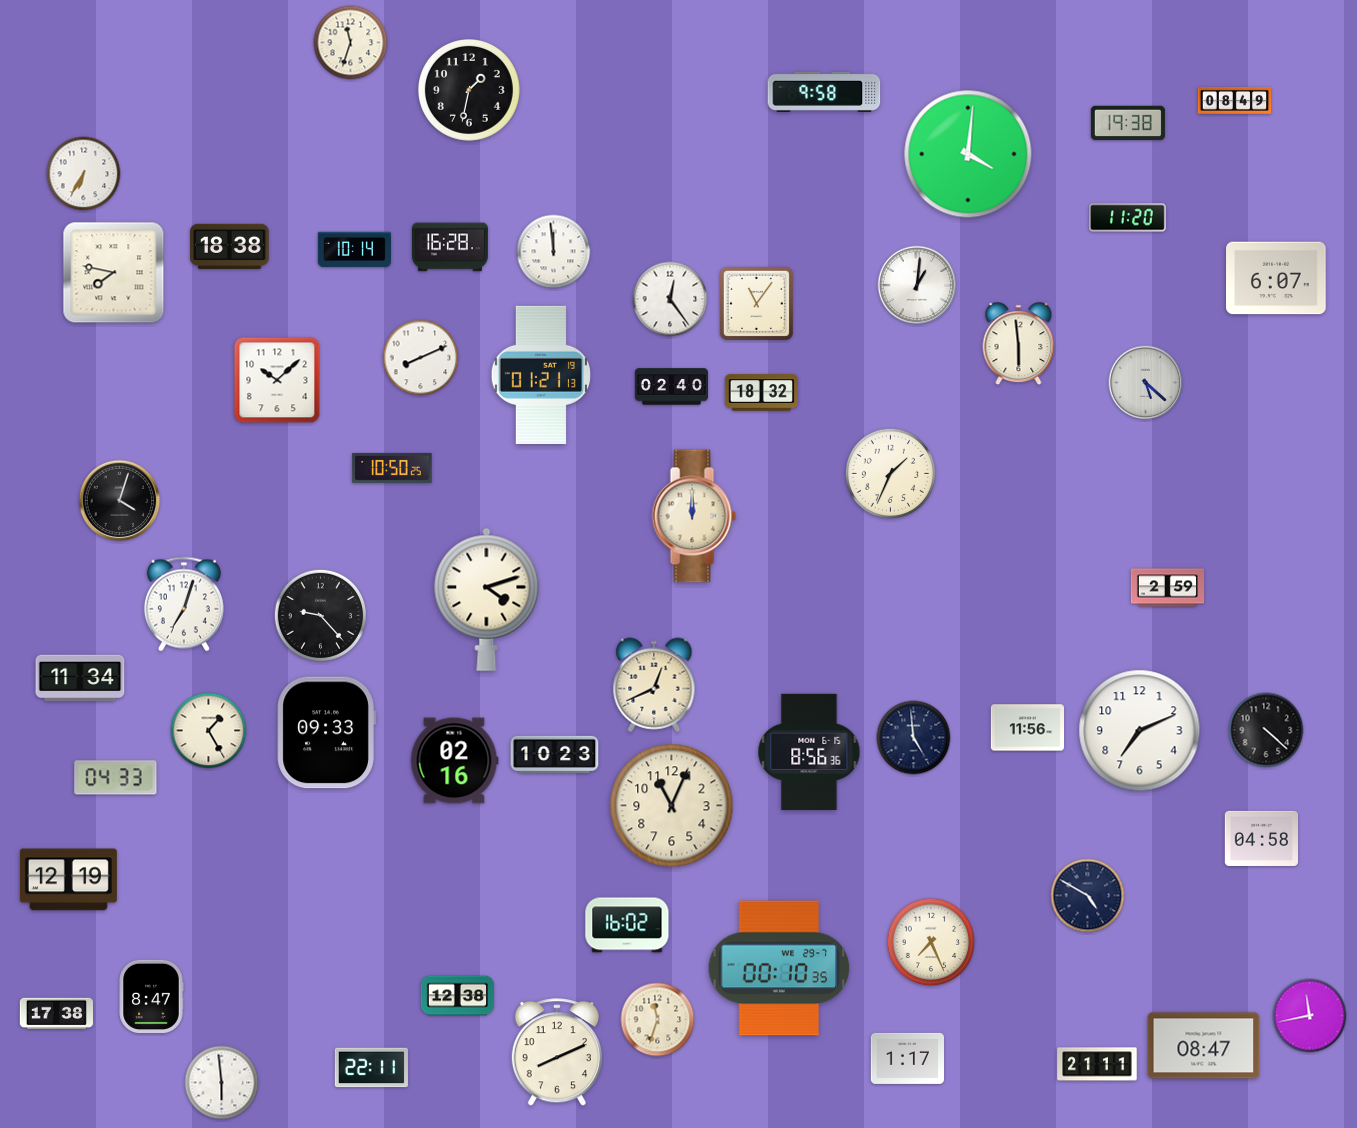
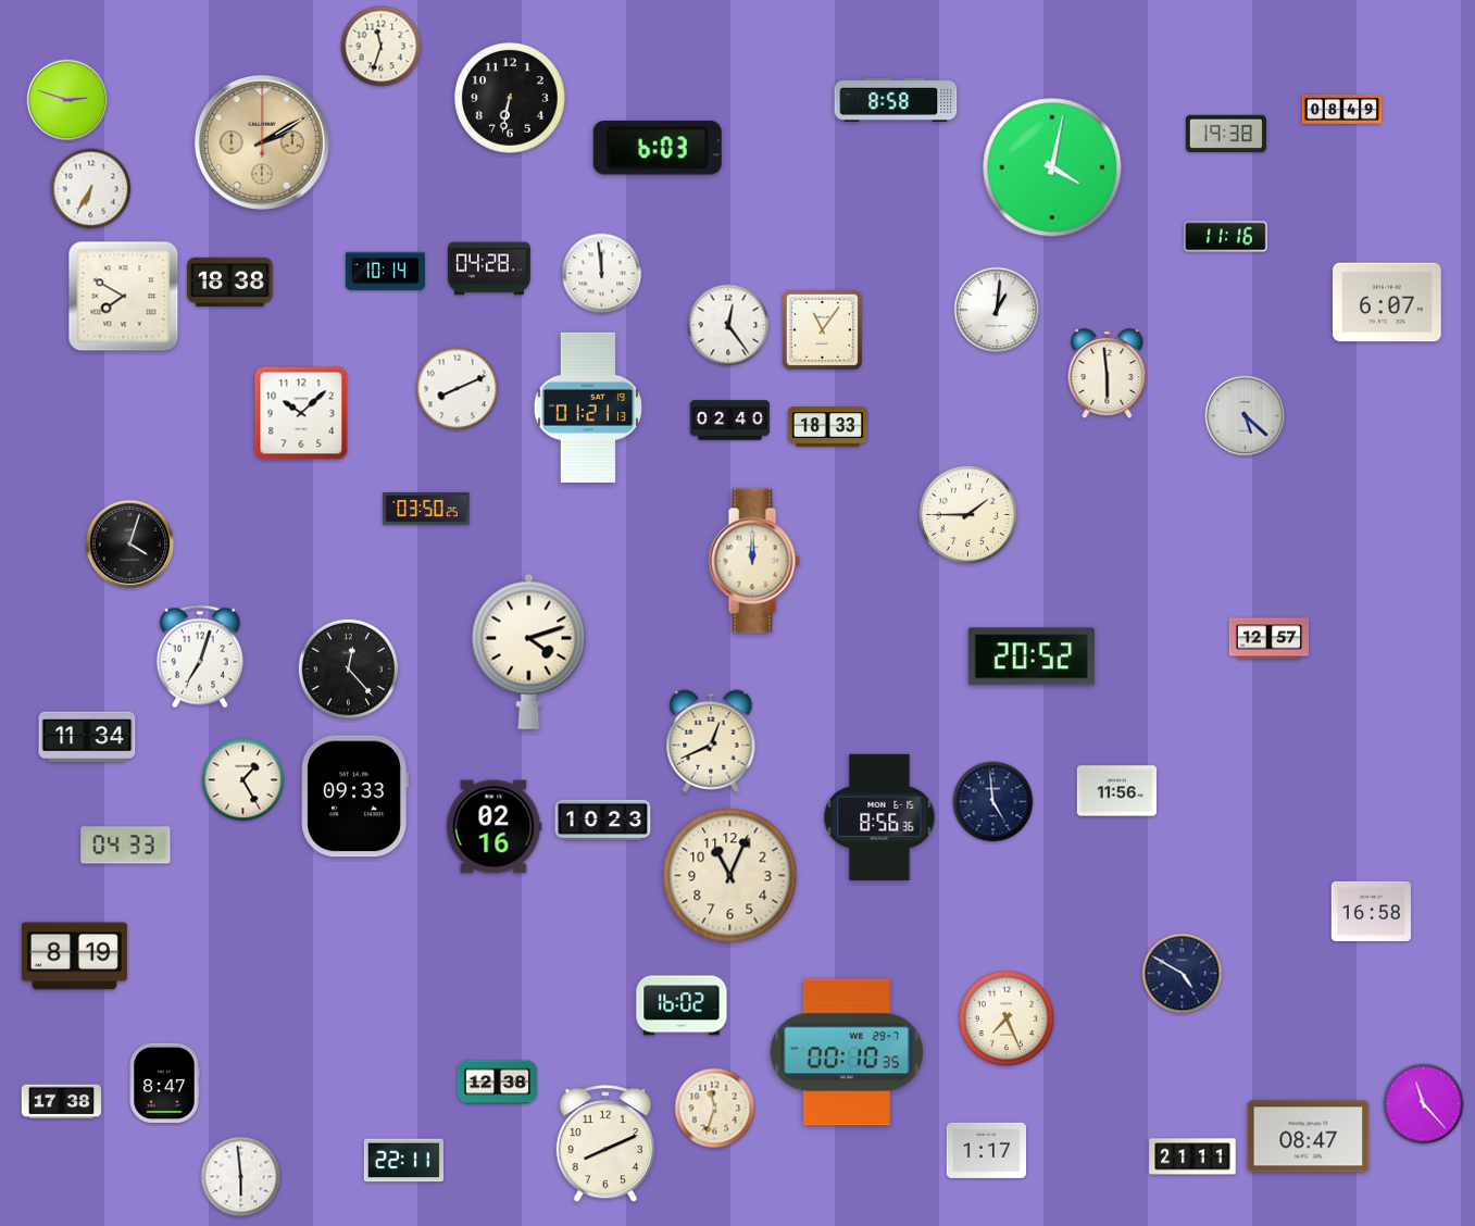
clock at (469, 90): 1:32 -> 6:32
clock at (67, 100): none -> 2:48
clock at (824, 92): 9:58 -> 8:58
clock at (262, 142): none -> 2:10
clock at (658, 148): none -> 6:03
clock at (968, 154): 4:01 -> 4:02
clock at (1128, 218): 11:20 -> 11:16
clock at (230, 246) position: (230, 246) -> (230, 282)
clock at (450, 247): 16:28 -> 04:28
clock at (114, 273): 7:47 -> 7:50
clock at (762, 393): 18:32 -> 18:33
clock at (392, 468): 10:50 -> 03:50
clock at (890, 473): 1:34 -> 1:45
clock at (1168, 588): 2:59 -> 12:57
clock at (1032, 656): none -> 20:52
clock at (320, 615): 9:23 -> 12:23
clock at (654, 685) position: (654, 685) -> (711, 741)
clock at (1266, 730): 4:22 -> none
clock at (209, 731) position: (209, 731) -> (243, 780)
clock at (1140, 731): 7:11 -> none
clock at (1261, 838): 04:58 -> 16:58
clock at (68, 880): 12:19 -> 8:19
clock at (931, 942) position: (931, 942) -> (1007, 1018)
clock at (1310, 1016): 11:43 -> 11:23
